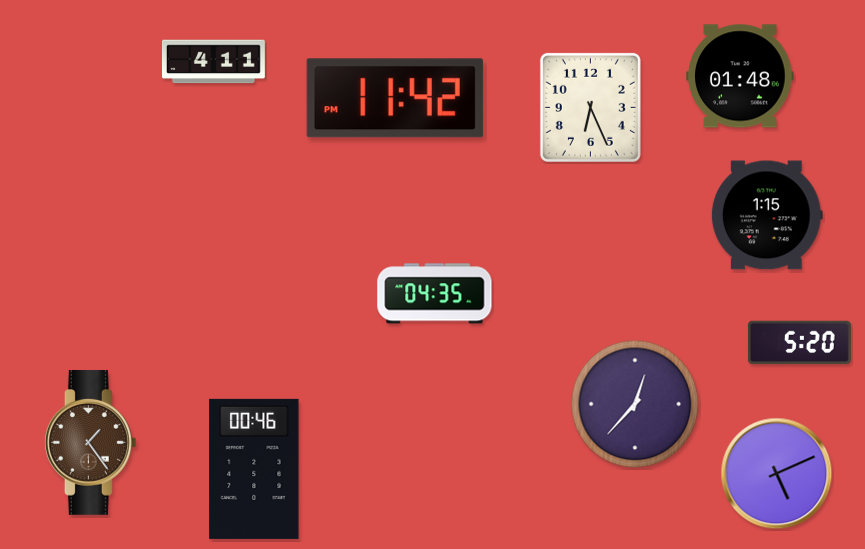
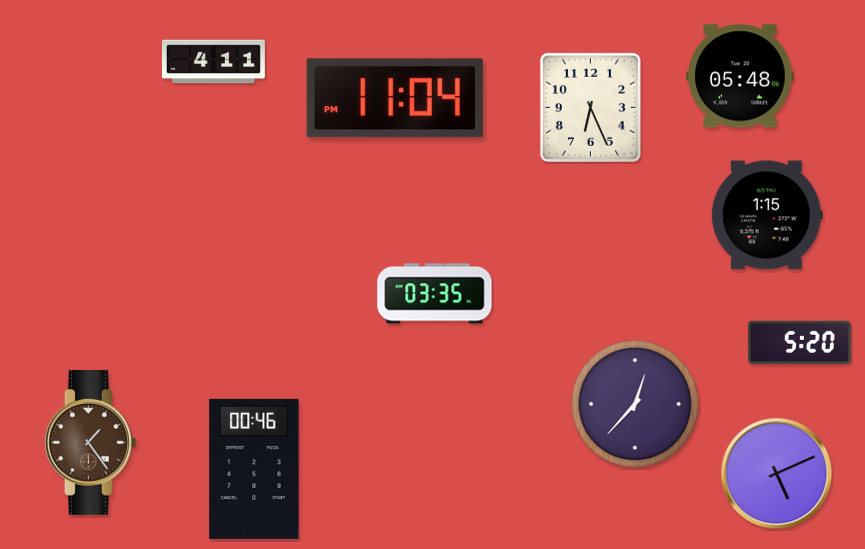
clock at (740, 76): 01:48 -> 05:48
clock at (395, 98): 11:42 -> 11:04
clock at (435, 294): 04:35 -> 03:35
